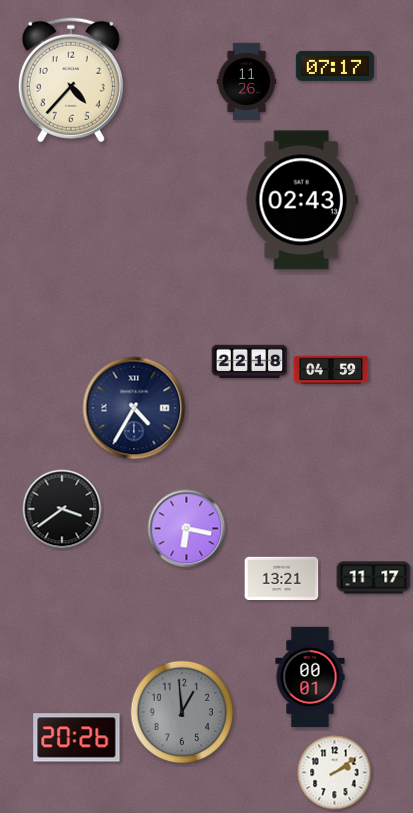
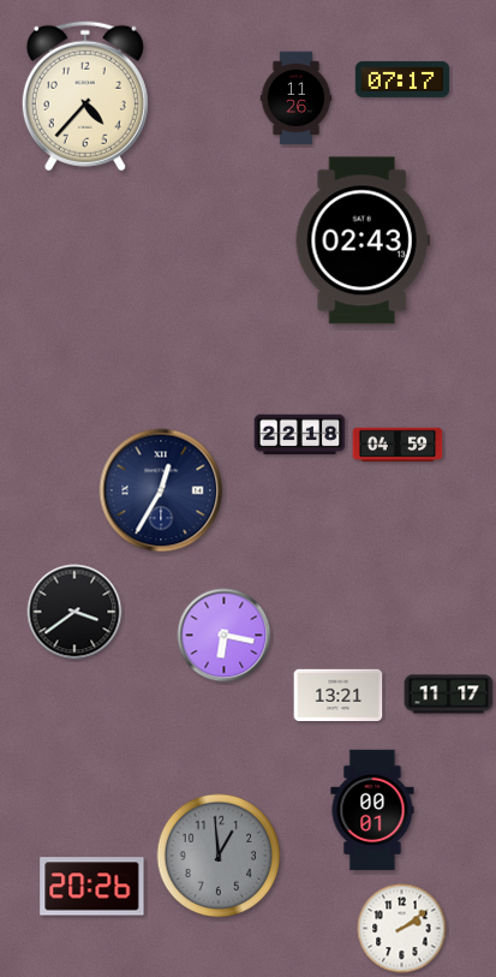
clock at (134, 408): 4:35 -> 12:35
clock at (310, 677) position: (310, 677) -> (372, 810)
